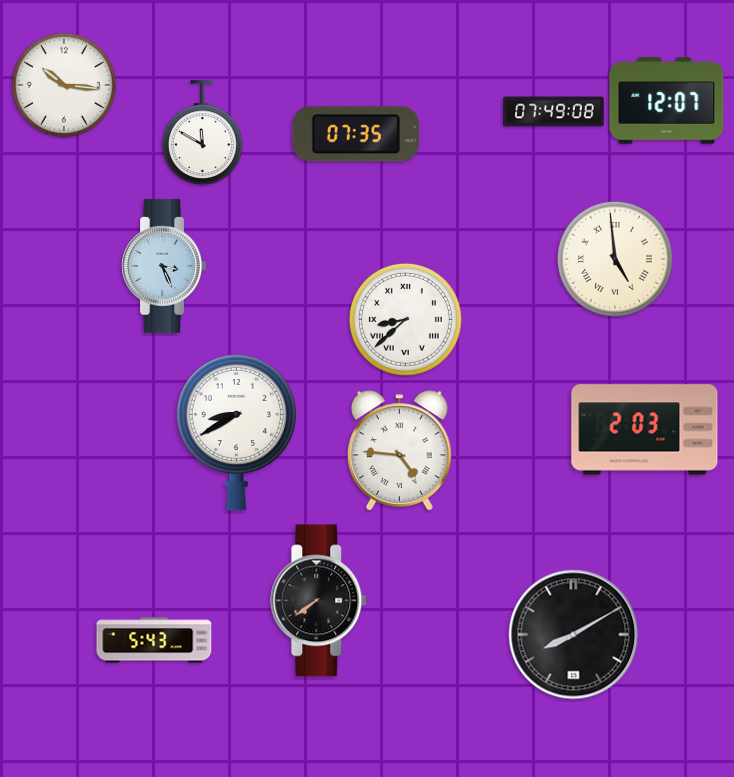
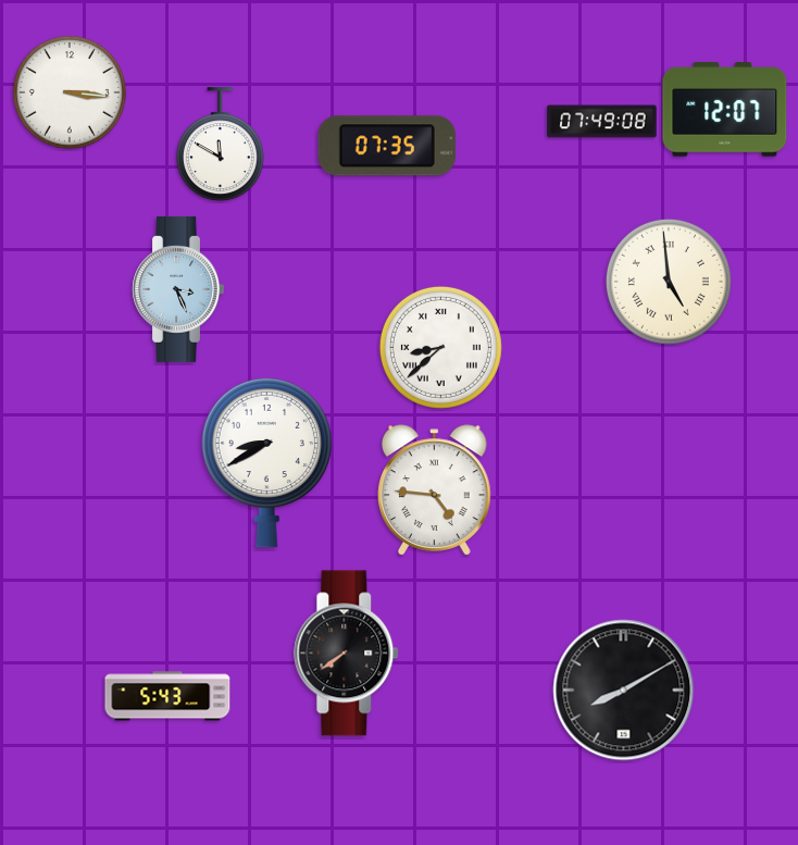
clock at (64, 85): 10:16 -> 3:16
clock at (645, 430): 2:03 -> none
clock at (236, 432) position: (236, 432) -> (266, 462)
